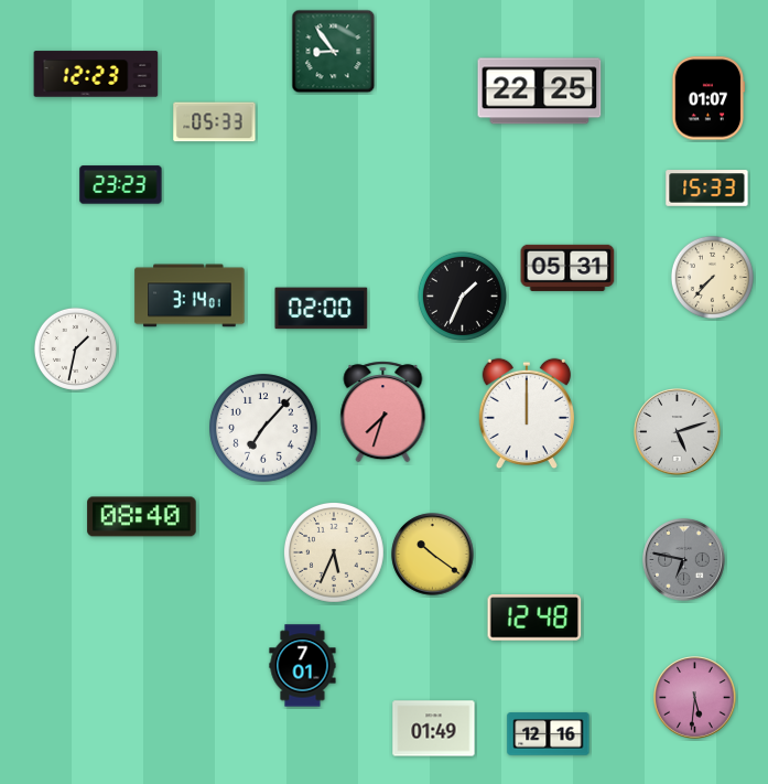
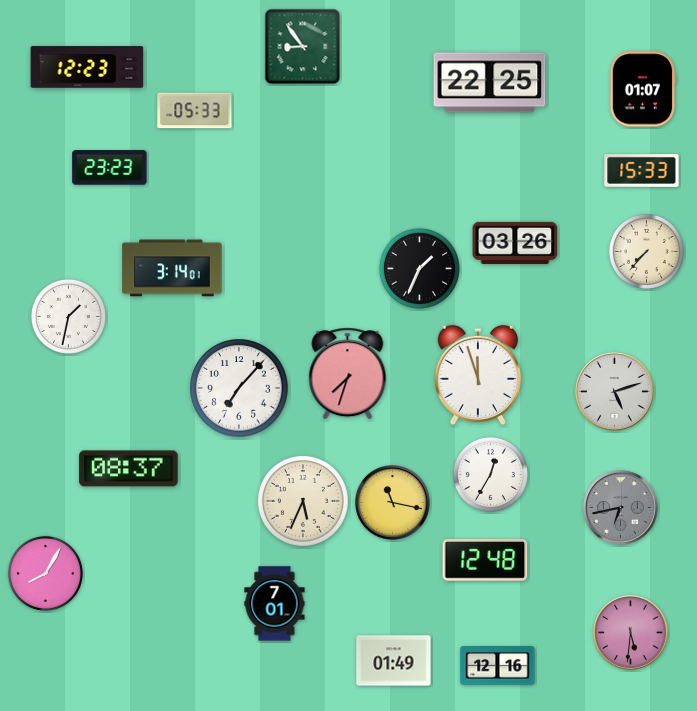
clock at (567, 268): 05:31 -> 03:26
clock at (322, 309): 02:00 -> none
clock at (527, 414): 12:00 -> 11:57
clock at (142, 517): 08:40 -> 08:37
clock at (490, 474): none -> 12:35
clock at (433, 555): 10:21 -> 11:17
clock at (684, 560): 6:47 -> 6:43
clock at (45, 573): none -> 8:05
